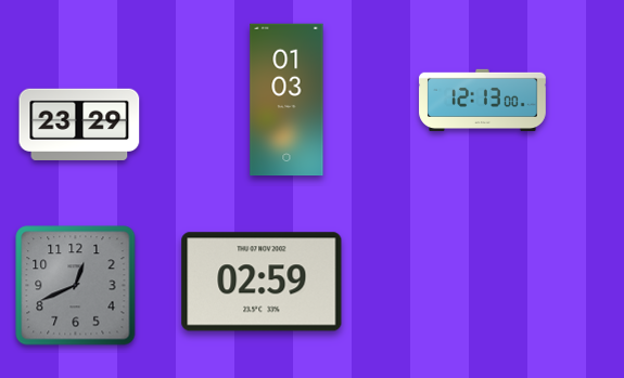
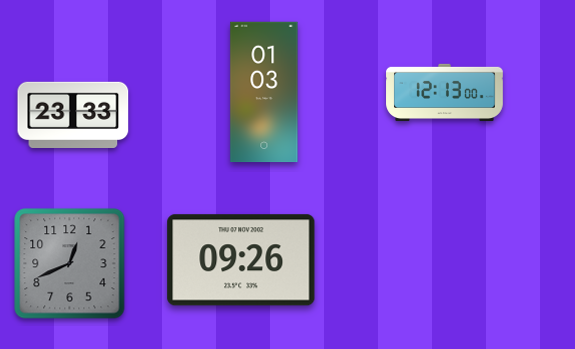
clock at (79, 123): 23:29 -> 23:33
clock at (262, 282): 02:59 -> 09:26
